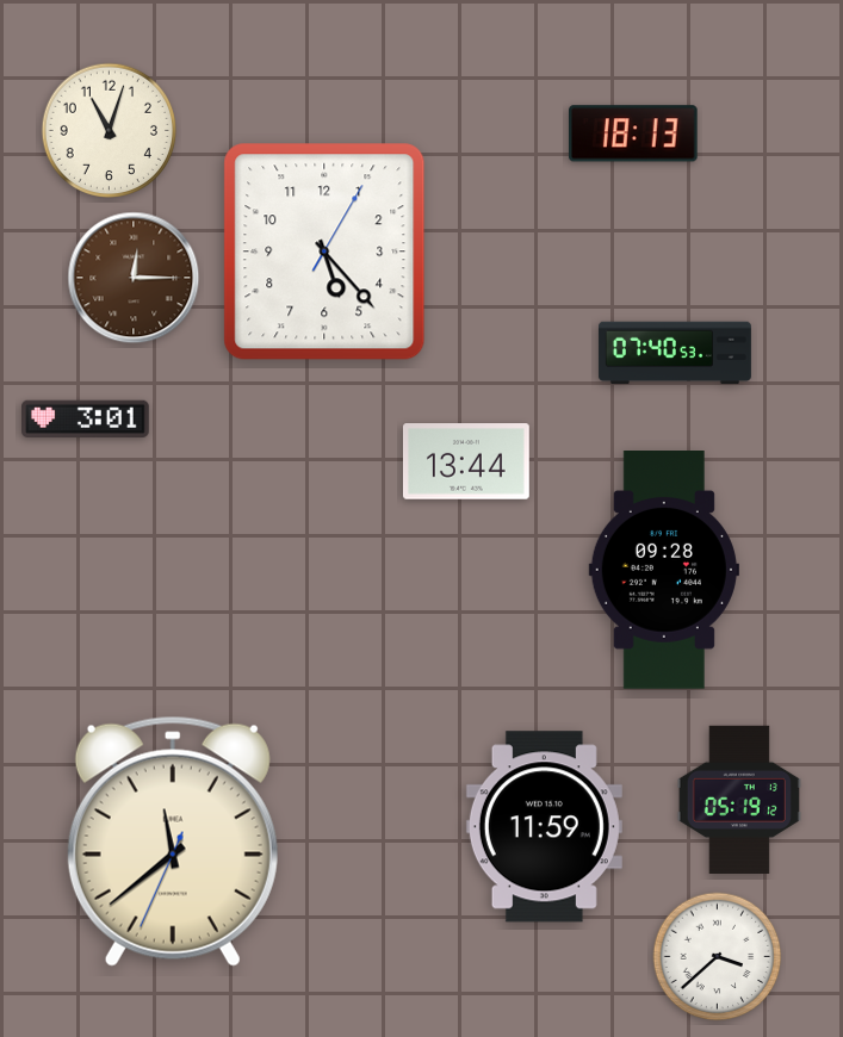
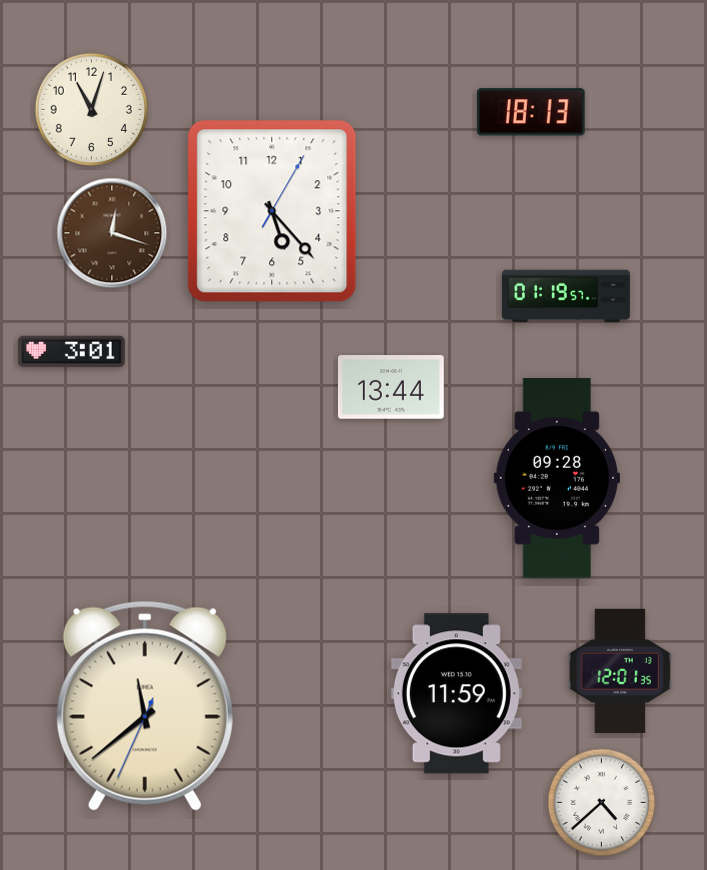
clock at (134, 278): 12:15 -> 12:18
clock at (675, 353): 07:40 -> 01:19
clock at (739, 799): 05:19 -> 12:01
clock at (718, 957): 3:38 -> 4:38
